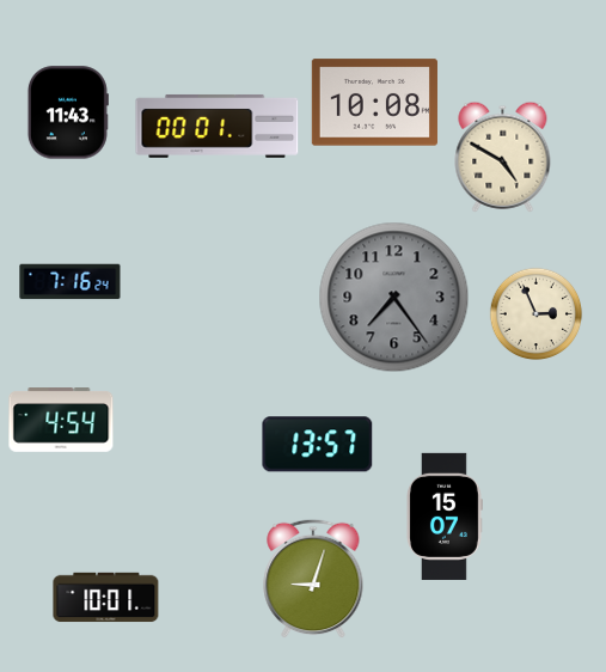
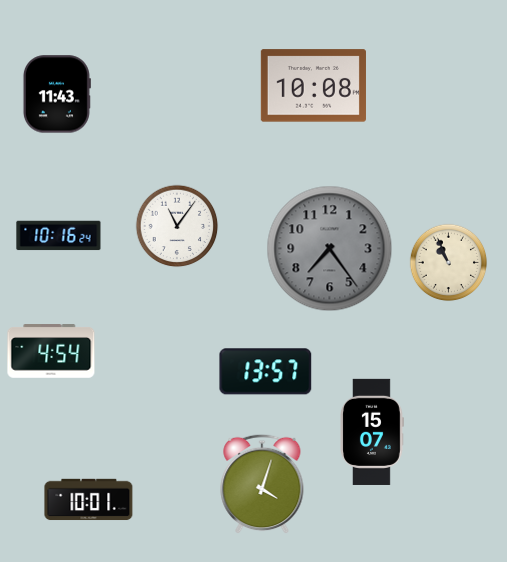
clock at (218, 126): 00:01 -> none
clock at (503, 157): 4:50 -> none
clock at (177, 226): none -> 11:06
clock at (71, 282): 7:16 -> 10:16
clock at (535, 313): 2:56 -> 10:56
clock at (313, 579): 9:03 -> 4:03
